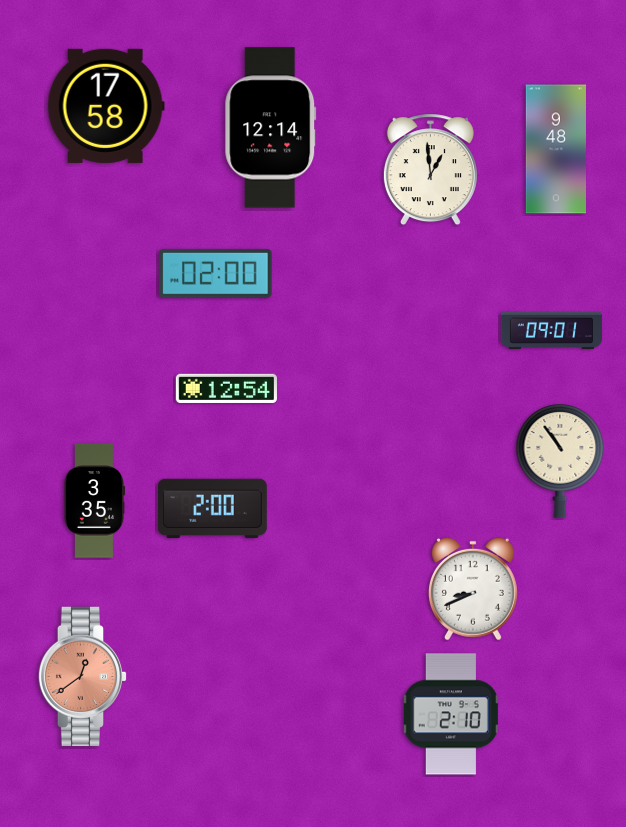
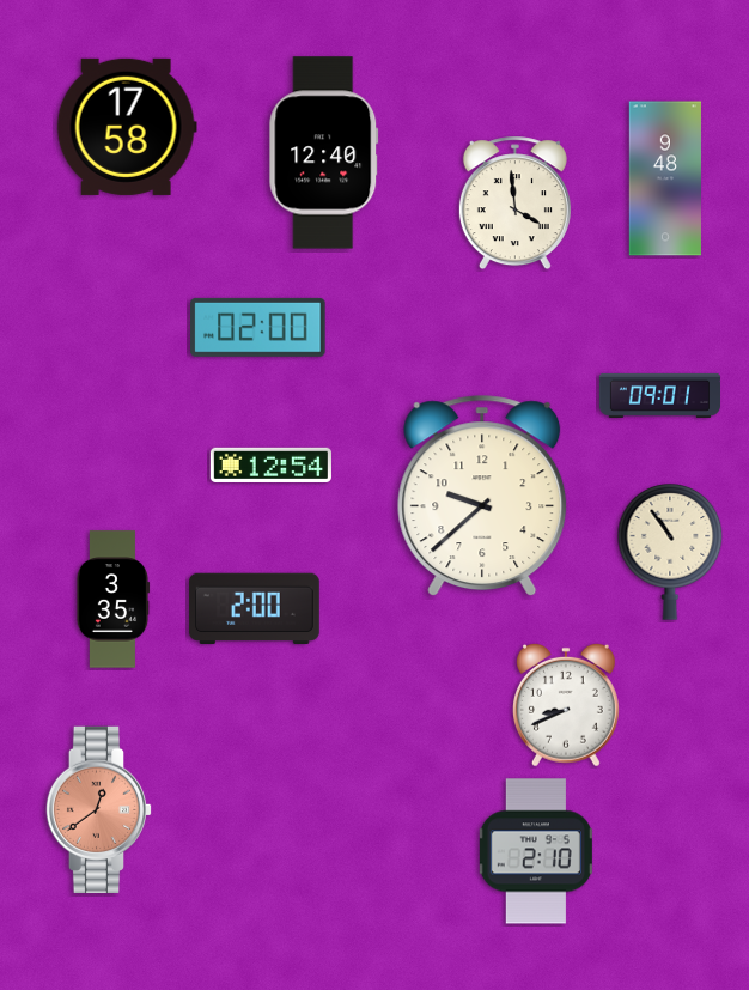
clock at (271, 128): 12:14 -> 12:40
clock at (430, 170): 12:59 -> 3:59
clock at (482, 496): none -> 9:38
clock at (451, 714) position: (451, 714) -> (536, 851)
